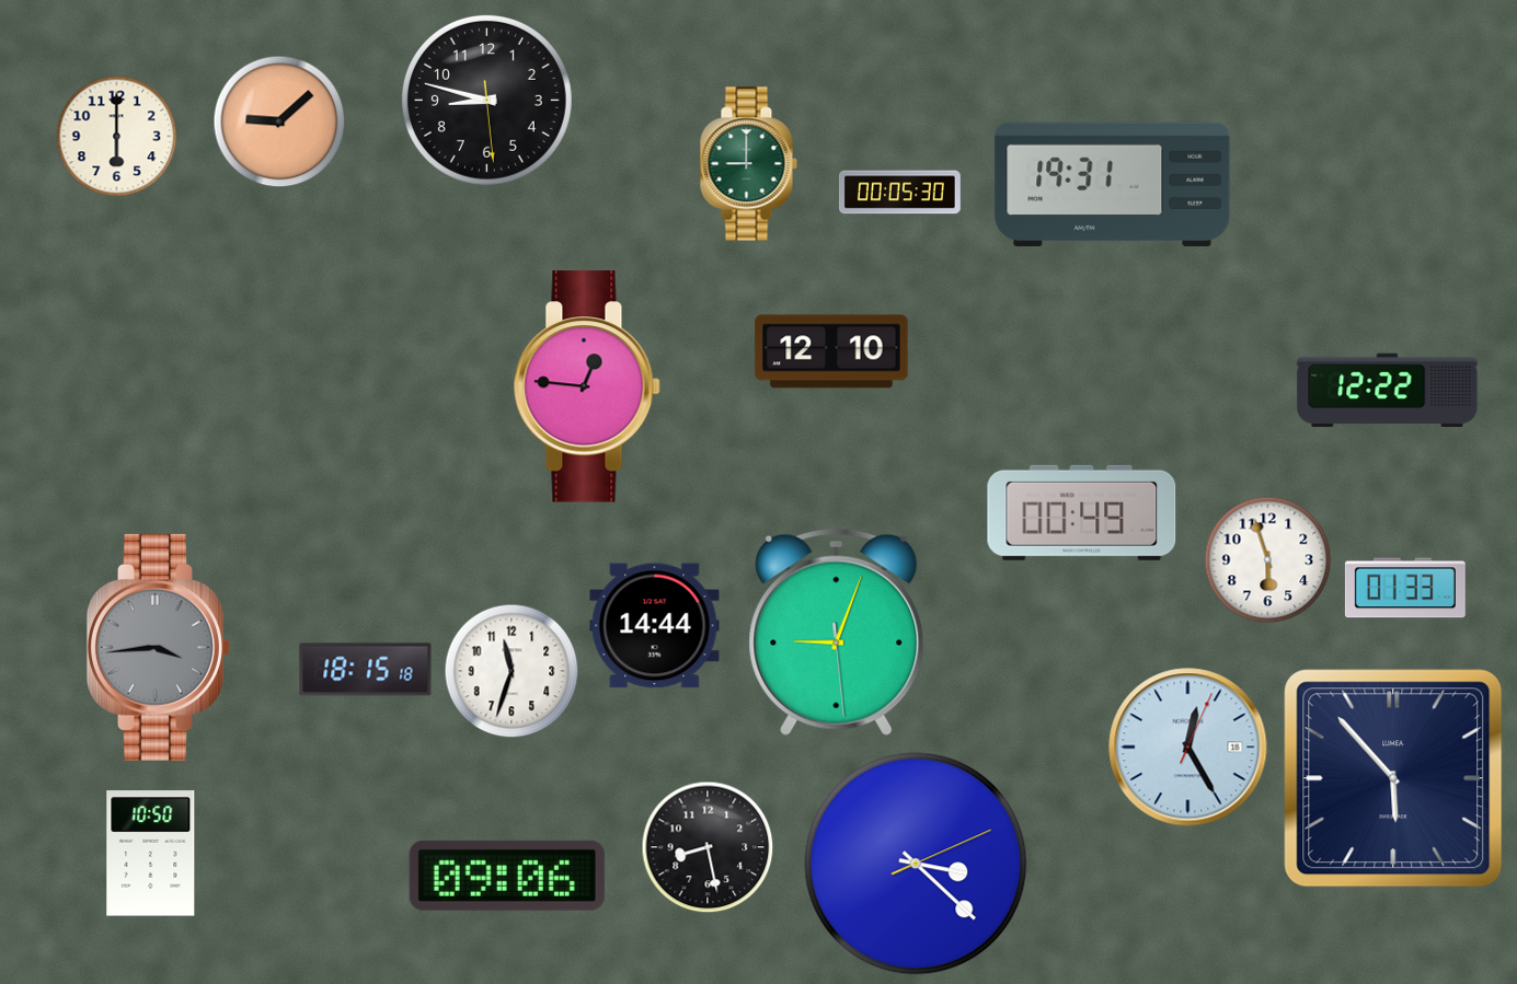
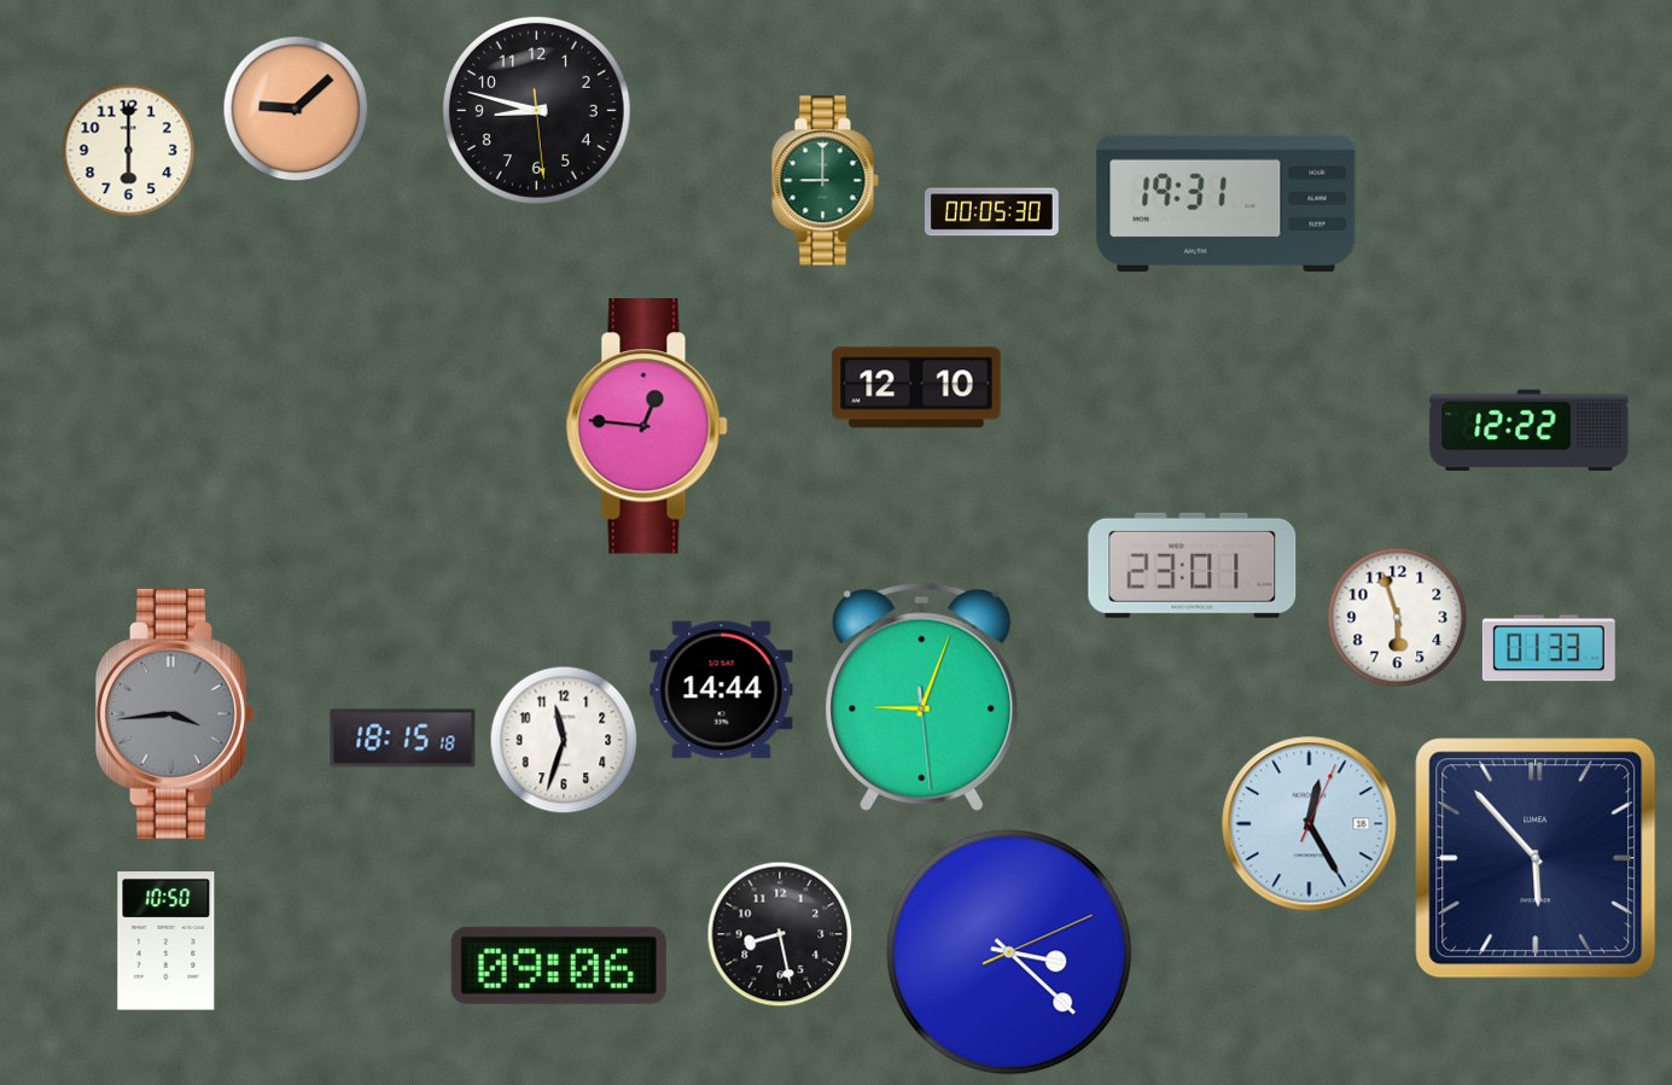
clock at (279, 121) position: (279, 121) -> (296, 109)
clock at (1082, 512): 00:49 -> 23:01
